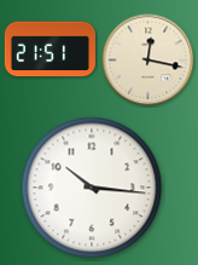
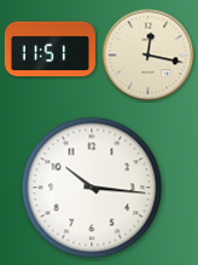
clock at (49, 50): 21:51 -> 11:51
clock at (148, 61) position: (148, 61) -> (148, 56)
